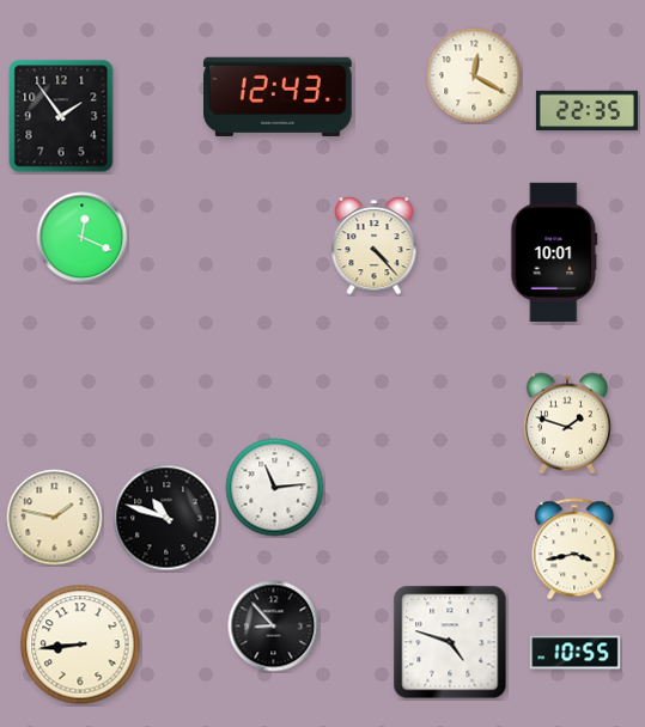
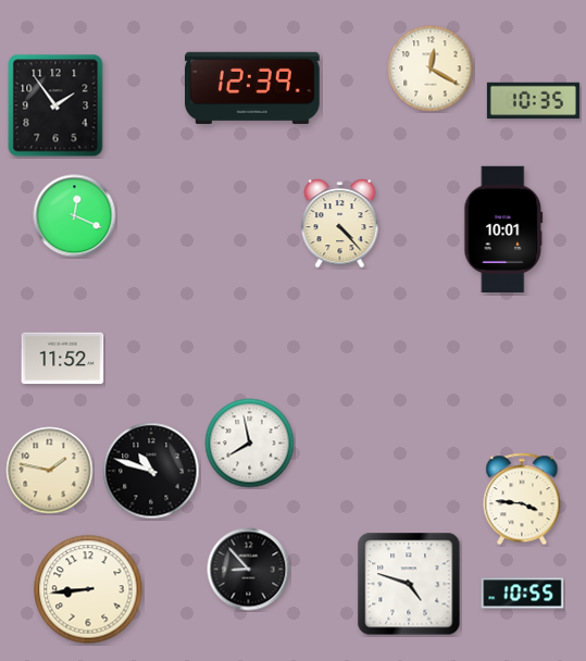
clock at (279, 97): 12:43 -> 12:39
clock at (586, 111): 22:35 -> 10:35
clock at (63, 359): none -> 11:52
clock at (567, 423): 1:48 -> none
clock at (275, 488): 11:14 -> 7:58
clock at (574, 549): 3:43 -> 3:46
clock at (80, 644) position: (80, 644) -> (88, 589)
